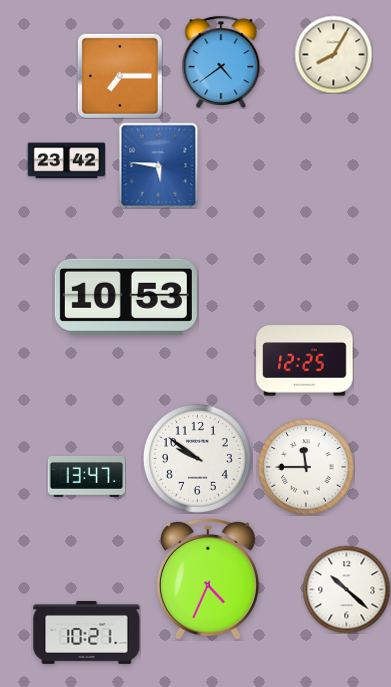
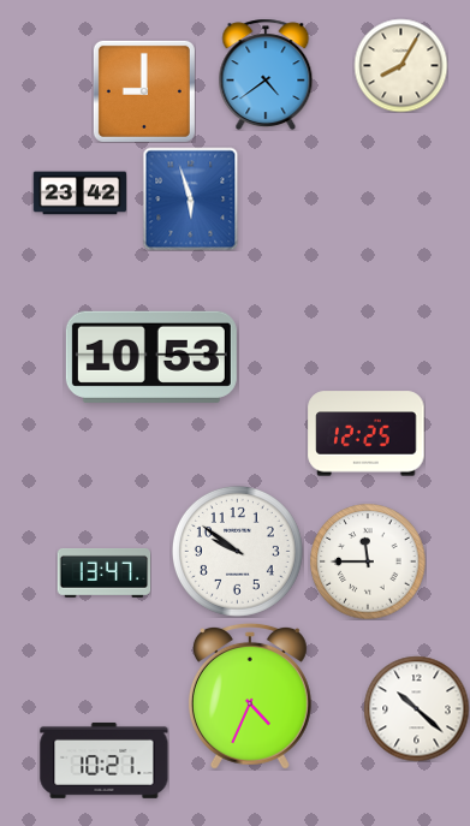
clock at (120, 76): 7:15 -> 9:00
clock at (159, 165): 5:46 -> 5:57
